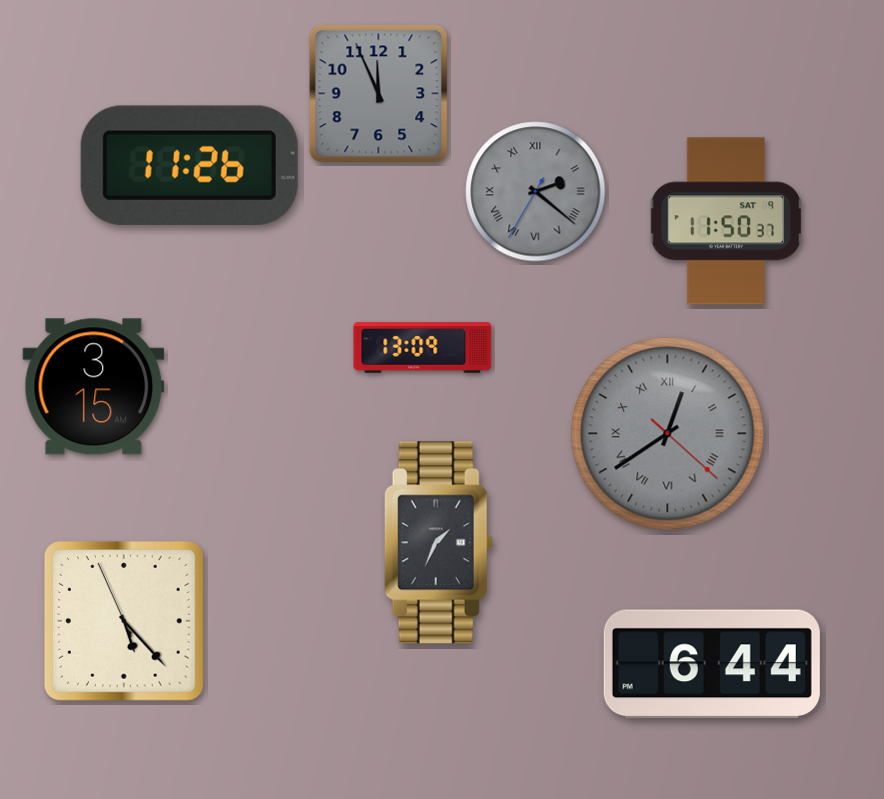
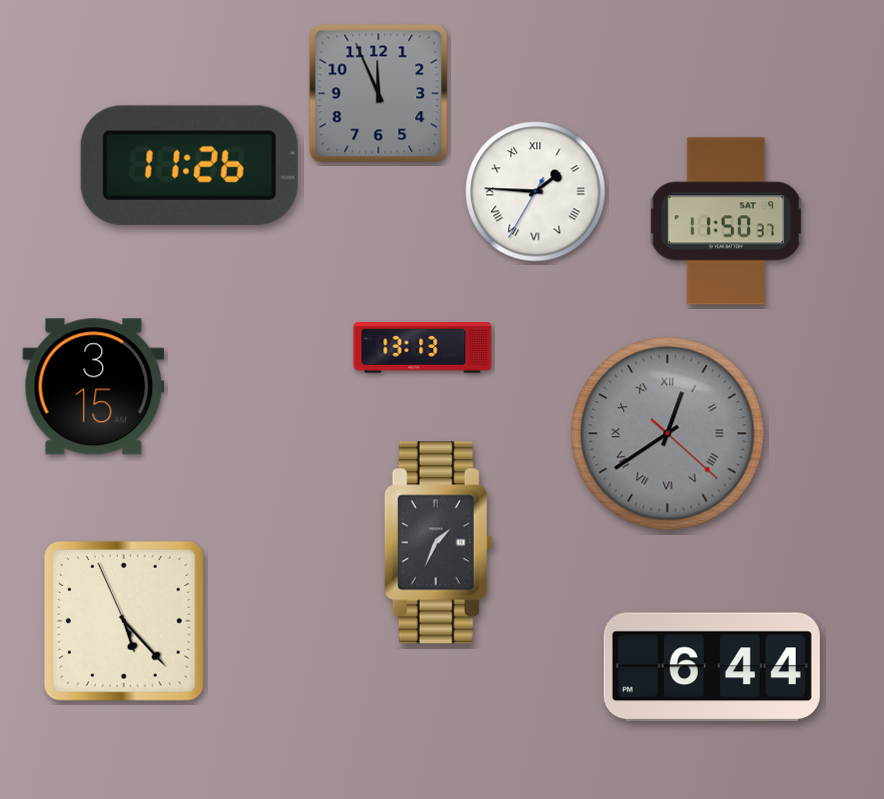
clock at (536, 192): 2:21 -> 1:45
clock at (536, 192) dial: grey -> white
clock at (423, 348): 13:09 -> 13:13
clock at (712, 664) position: (712, 664) -> (712, 667)
